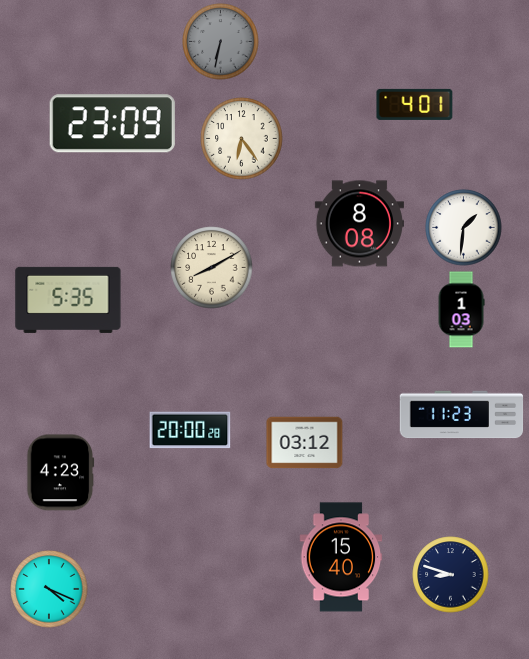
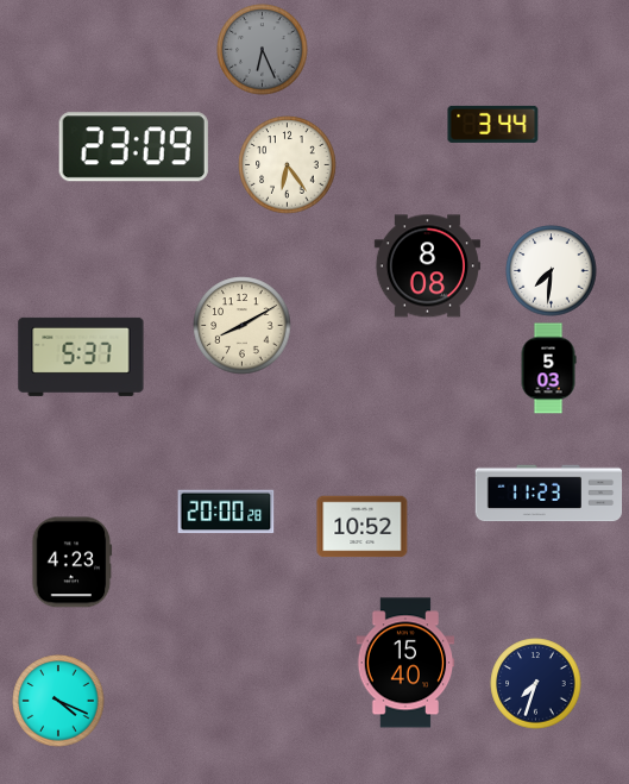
clock at (221, 42): 6:32 -> 6:26
clock at (415, 104): 4:01 -> 3:44
clock at (464, 228): 1:31 -> 7:31
clock at (212, 268) position: (212, 268) -> (243, 326)
clock at (68, 300): 5:35 -> 5:37
clock at (461, 310): 1:03 -> 5:03
clock at (305, 443): 03:12 -> 10:52
clock at (451, 575): 8:48 -> 7:33
